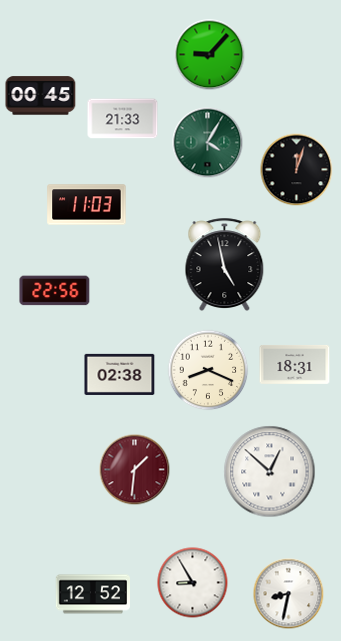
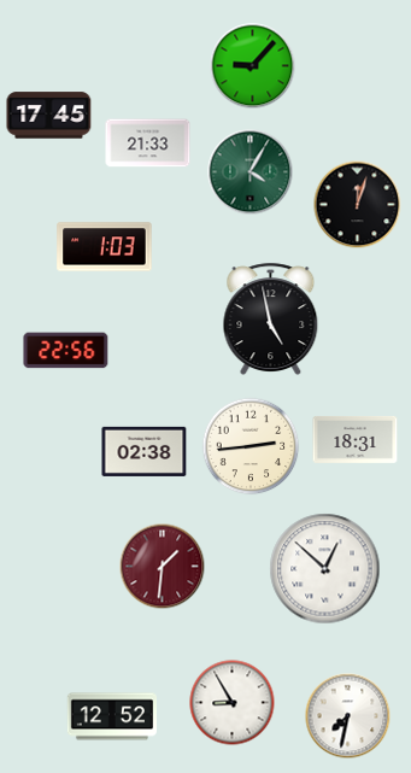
clock at (41, 96): 00:45 -> 17:45
clock at (87, 205): 11:03 -> 1:03
clock at (208, 370): 8:19 -> 2:44
clock at (289, 594): 8:32 -> 7:32
